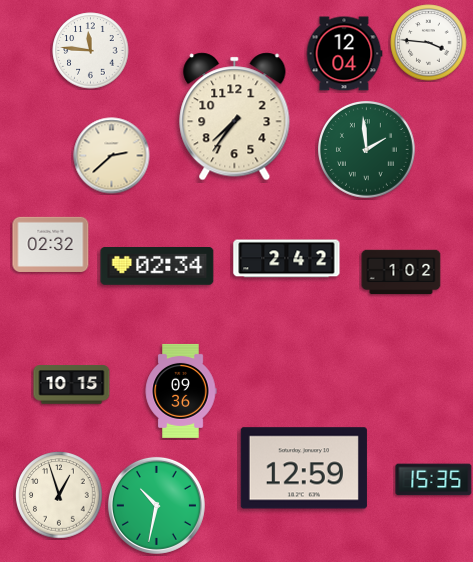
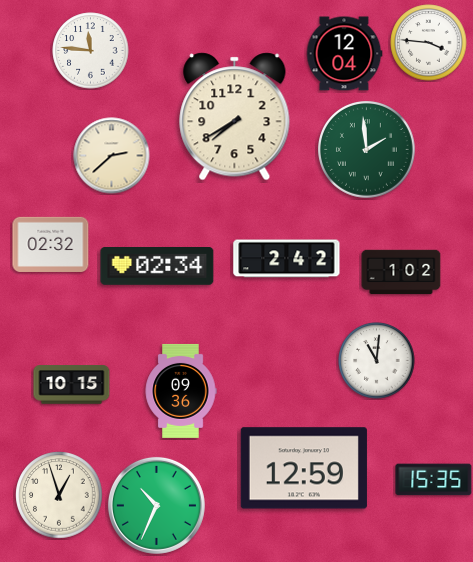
clock at (235, 117): 7:36 -> 7:40
clock at (377, 361): none -> 11:01
clock at (156, 505): 10:32 -> 10:34
